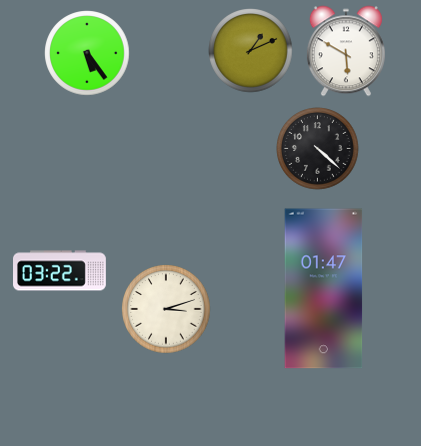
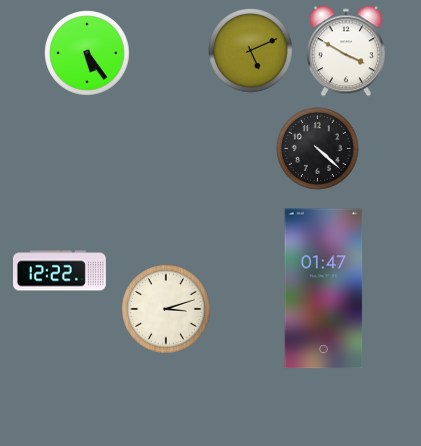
clock at (251, 51): 1:11 -> 5:11
clock at (346, 51): 5:50 -> 3:50
clock at (60, 271): 03:22 -> 12:22
